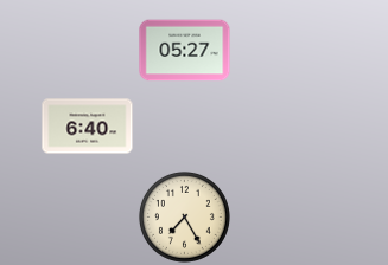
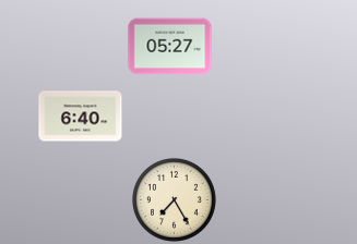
clock at (184, 216) position: (184, 216) -> (174, 199)
